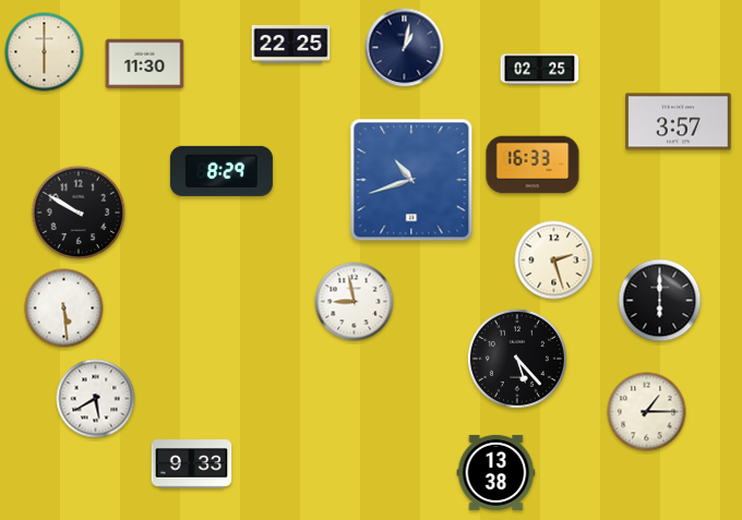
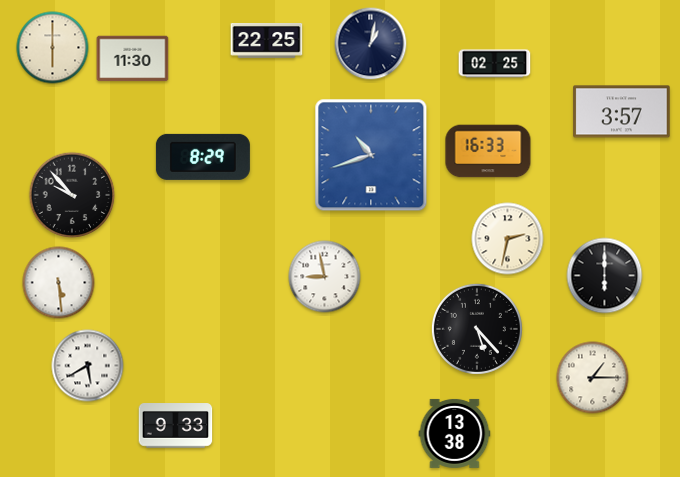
clock at (45, 52) position: (45, 52) -> (53, 48)
clock at (411, 180) position: (411, 180) -> (371, 155)
clock at (79, 213): 9:50 -> 9:53
clock at (554, 261): 2:27 -> 2:32
clock at (517, 359) position: (517, 359) -> (477, 329)
